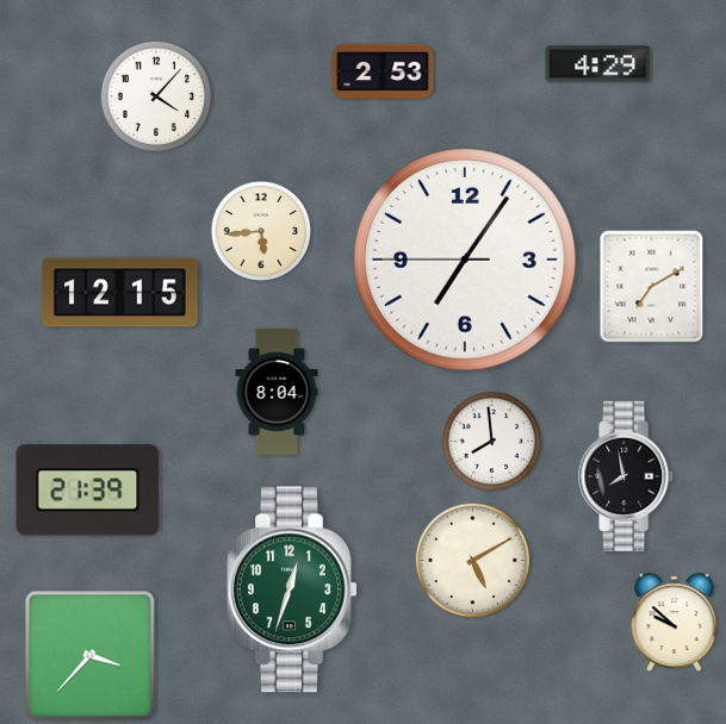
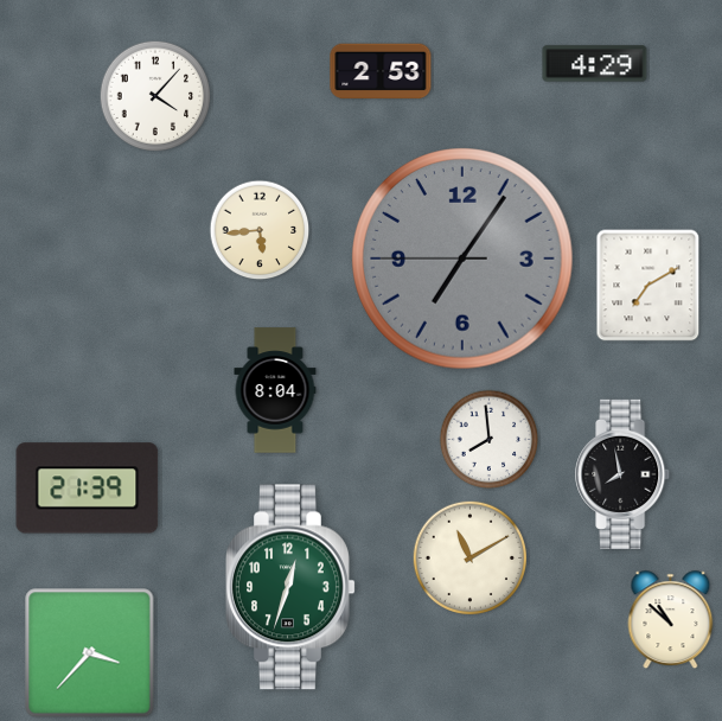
clock at (465, 260) dial: white -> grey
clock at (119, 293): 12:15 -> none
clock at (473, 561): 5:10 -> 11:10
clock at (675, 622): 9:52 -> 10:52
